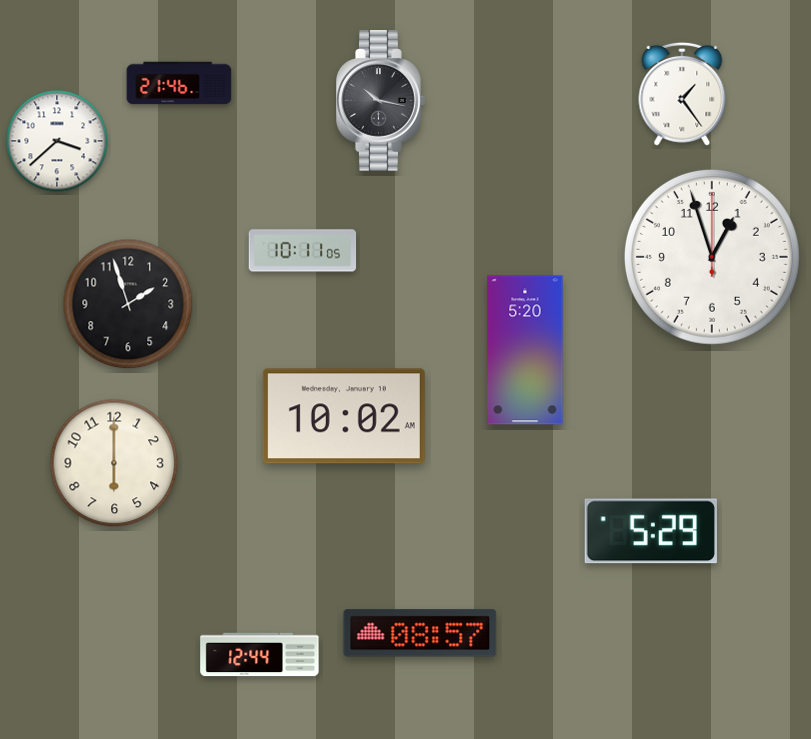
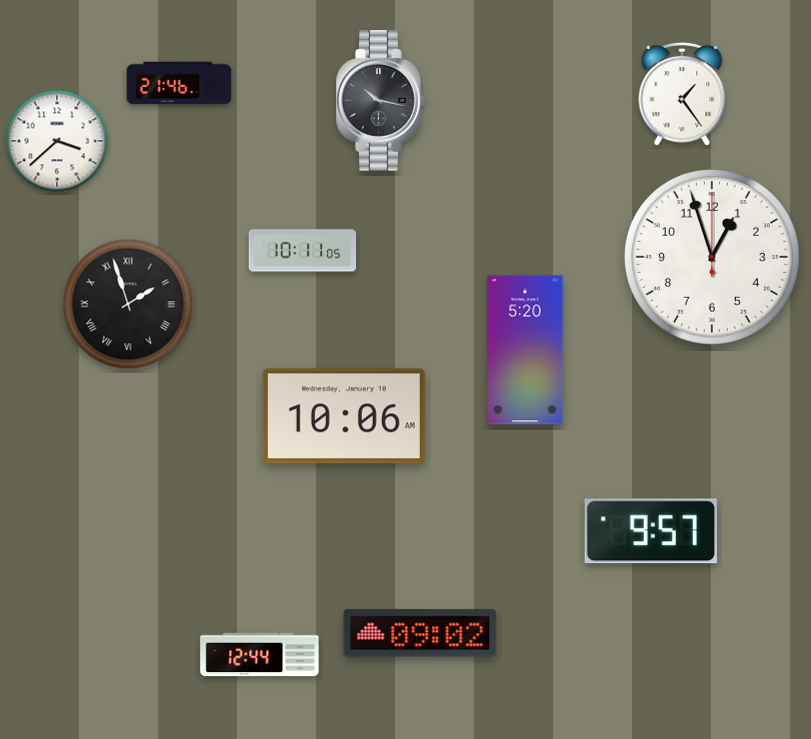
clock at (128, 304) numerals: Arabic -> Roman
clock at (344, 416): 10:02 -> 10:06
clock at (114, 463): 6:00 -> none
clock at (651, 531): 5:29 -> 9:57
clock at (420, 633): 08:57 -> 09:02
